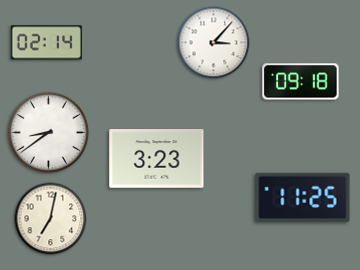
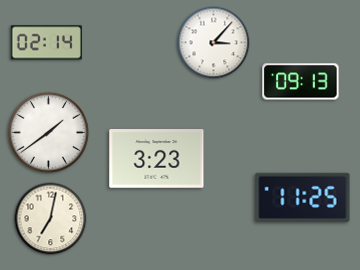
clock at (301, 82): 09:18 -> 09:13
clock at (48, 132): 8:39 -> 1:39
